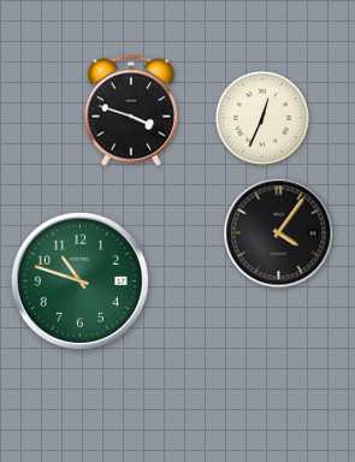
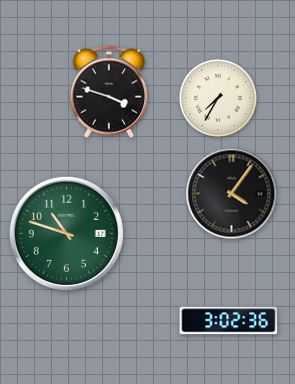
clock at (262, 118): 12:34 -> 7:35
clock at (229, 321): none -> 3:02
